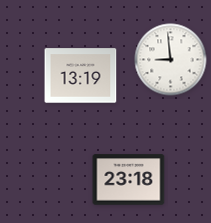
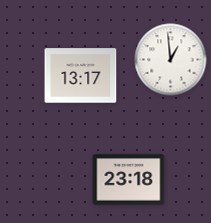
clock at (171, 60): 8:59 -> 12:59
clock at (81, 76): 13:19 -> 13:17
